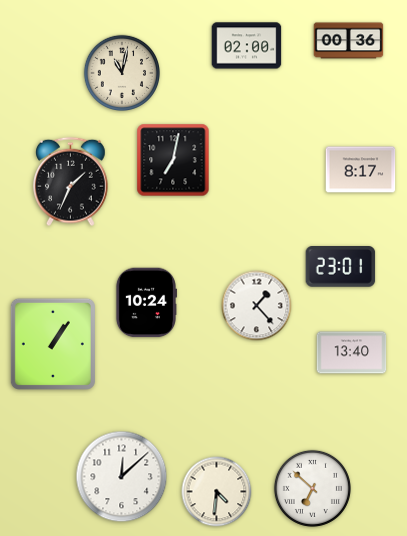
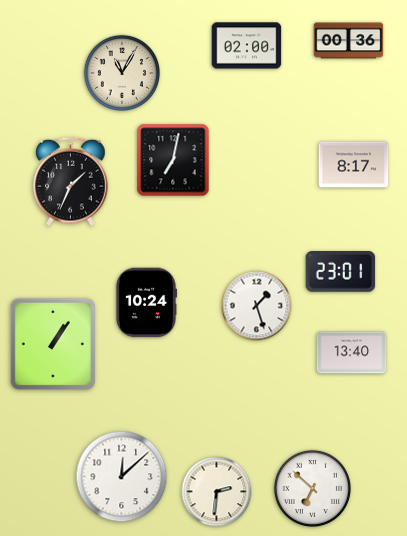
clock at (121, 72): 11:02 -> 11:05
clock at (361, 170) position: (361, 170) -> (354, 165)
clock at (341, 267) position: (341, 267) -> (341, 272)
clock at (257, 306): 1:23 -> 1:27
clock at (217, 492): 4:31 -> 2:31
